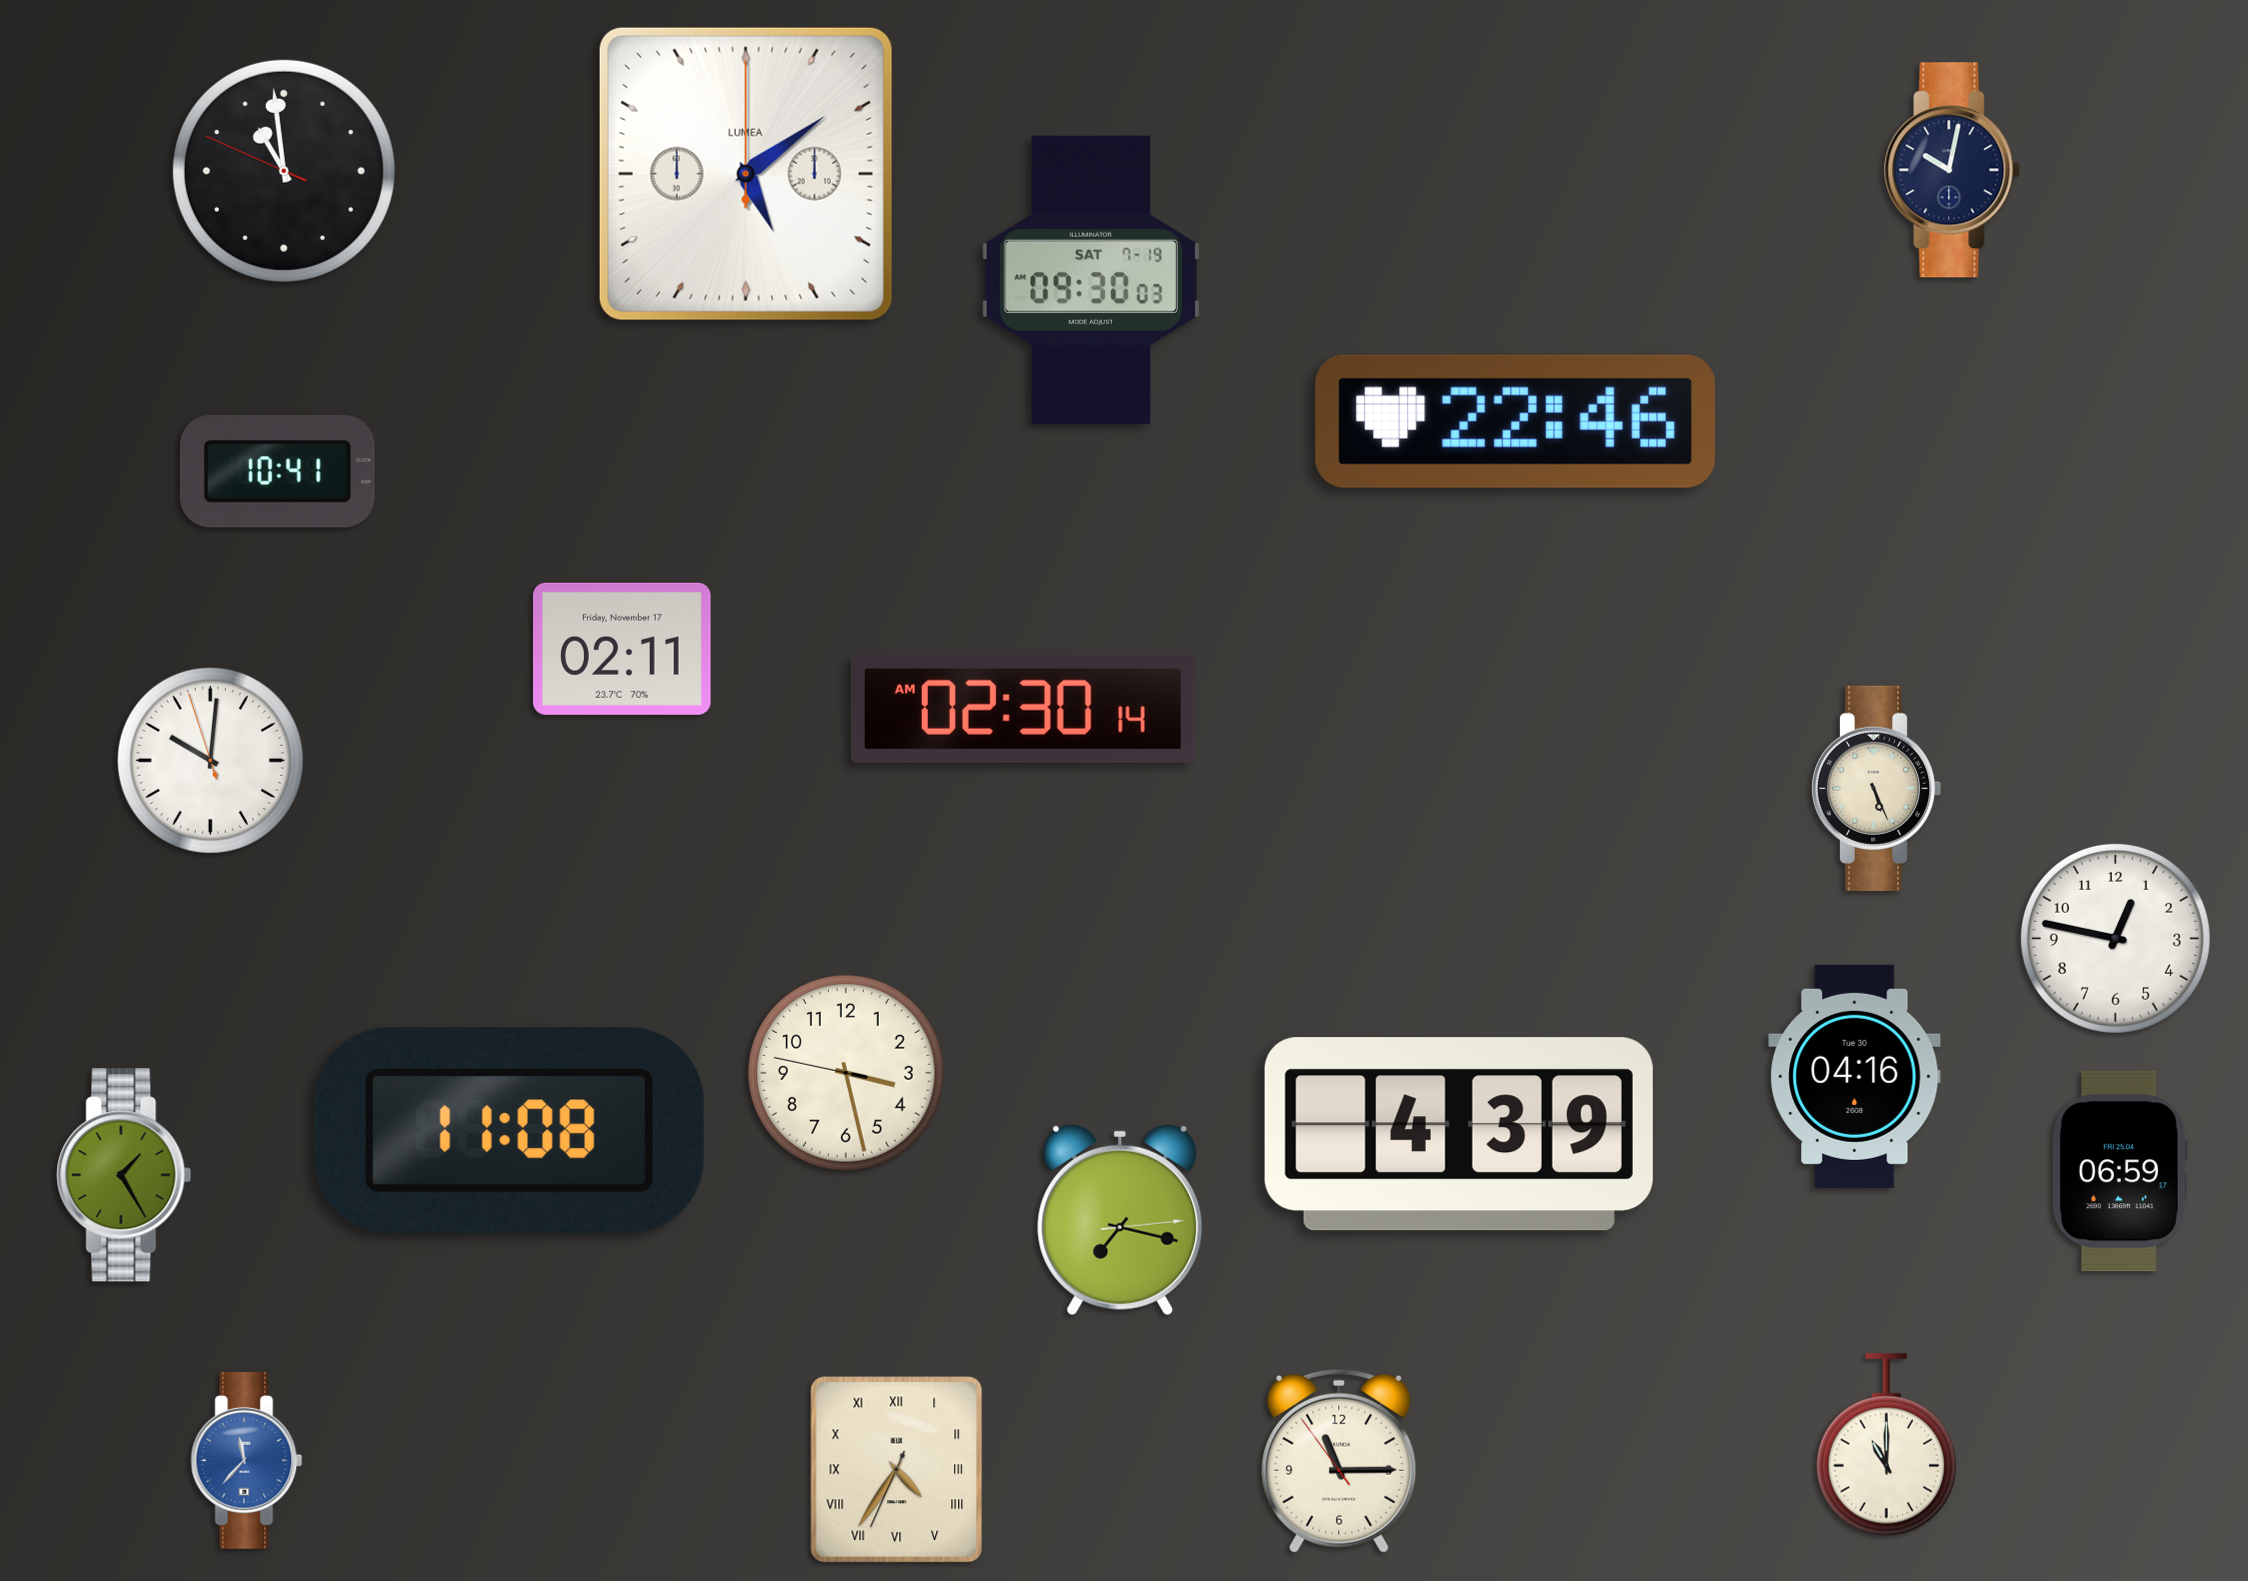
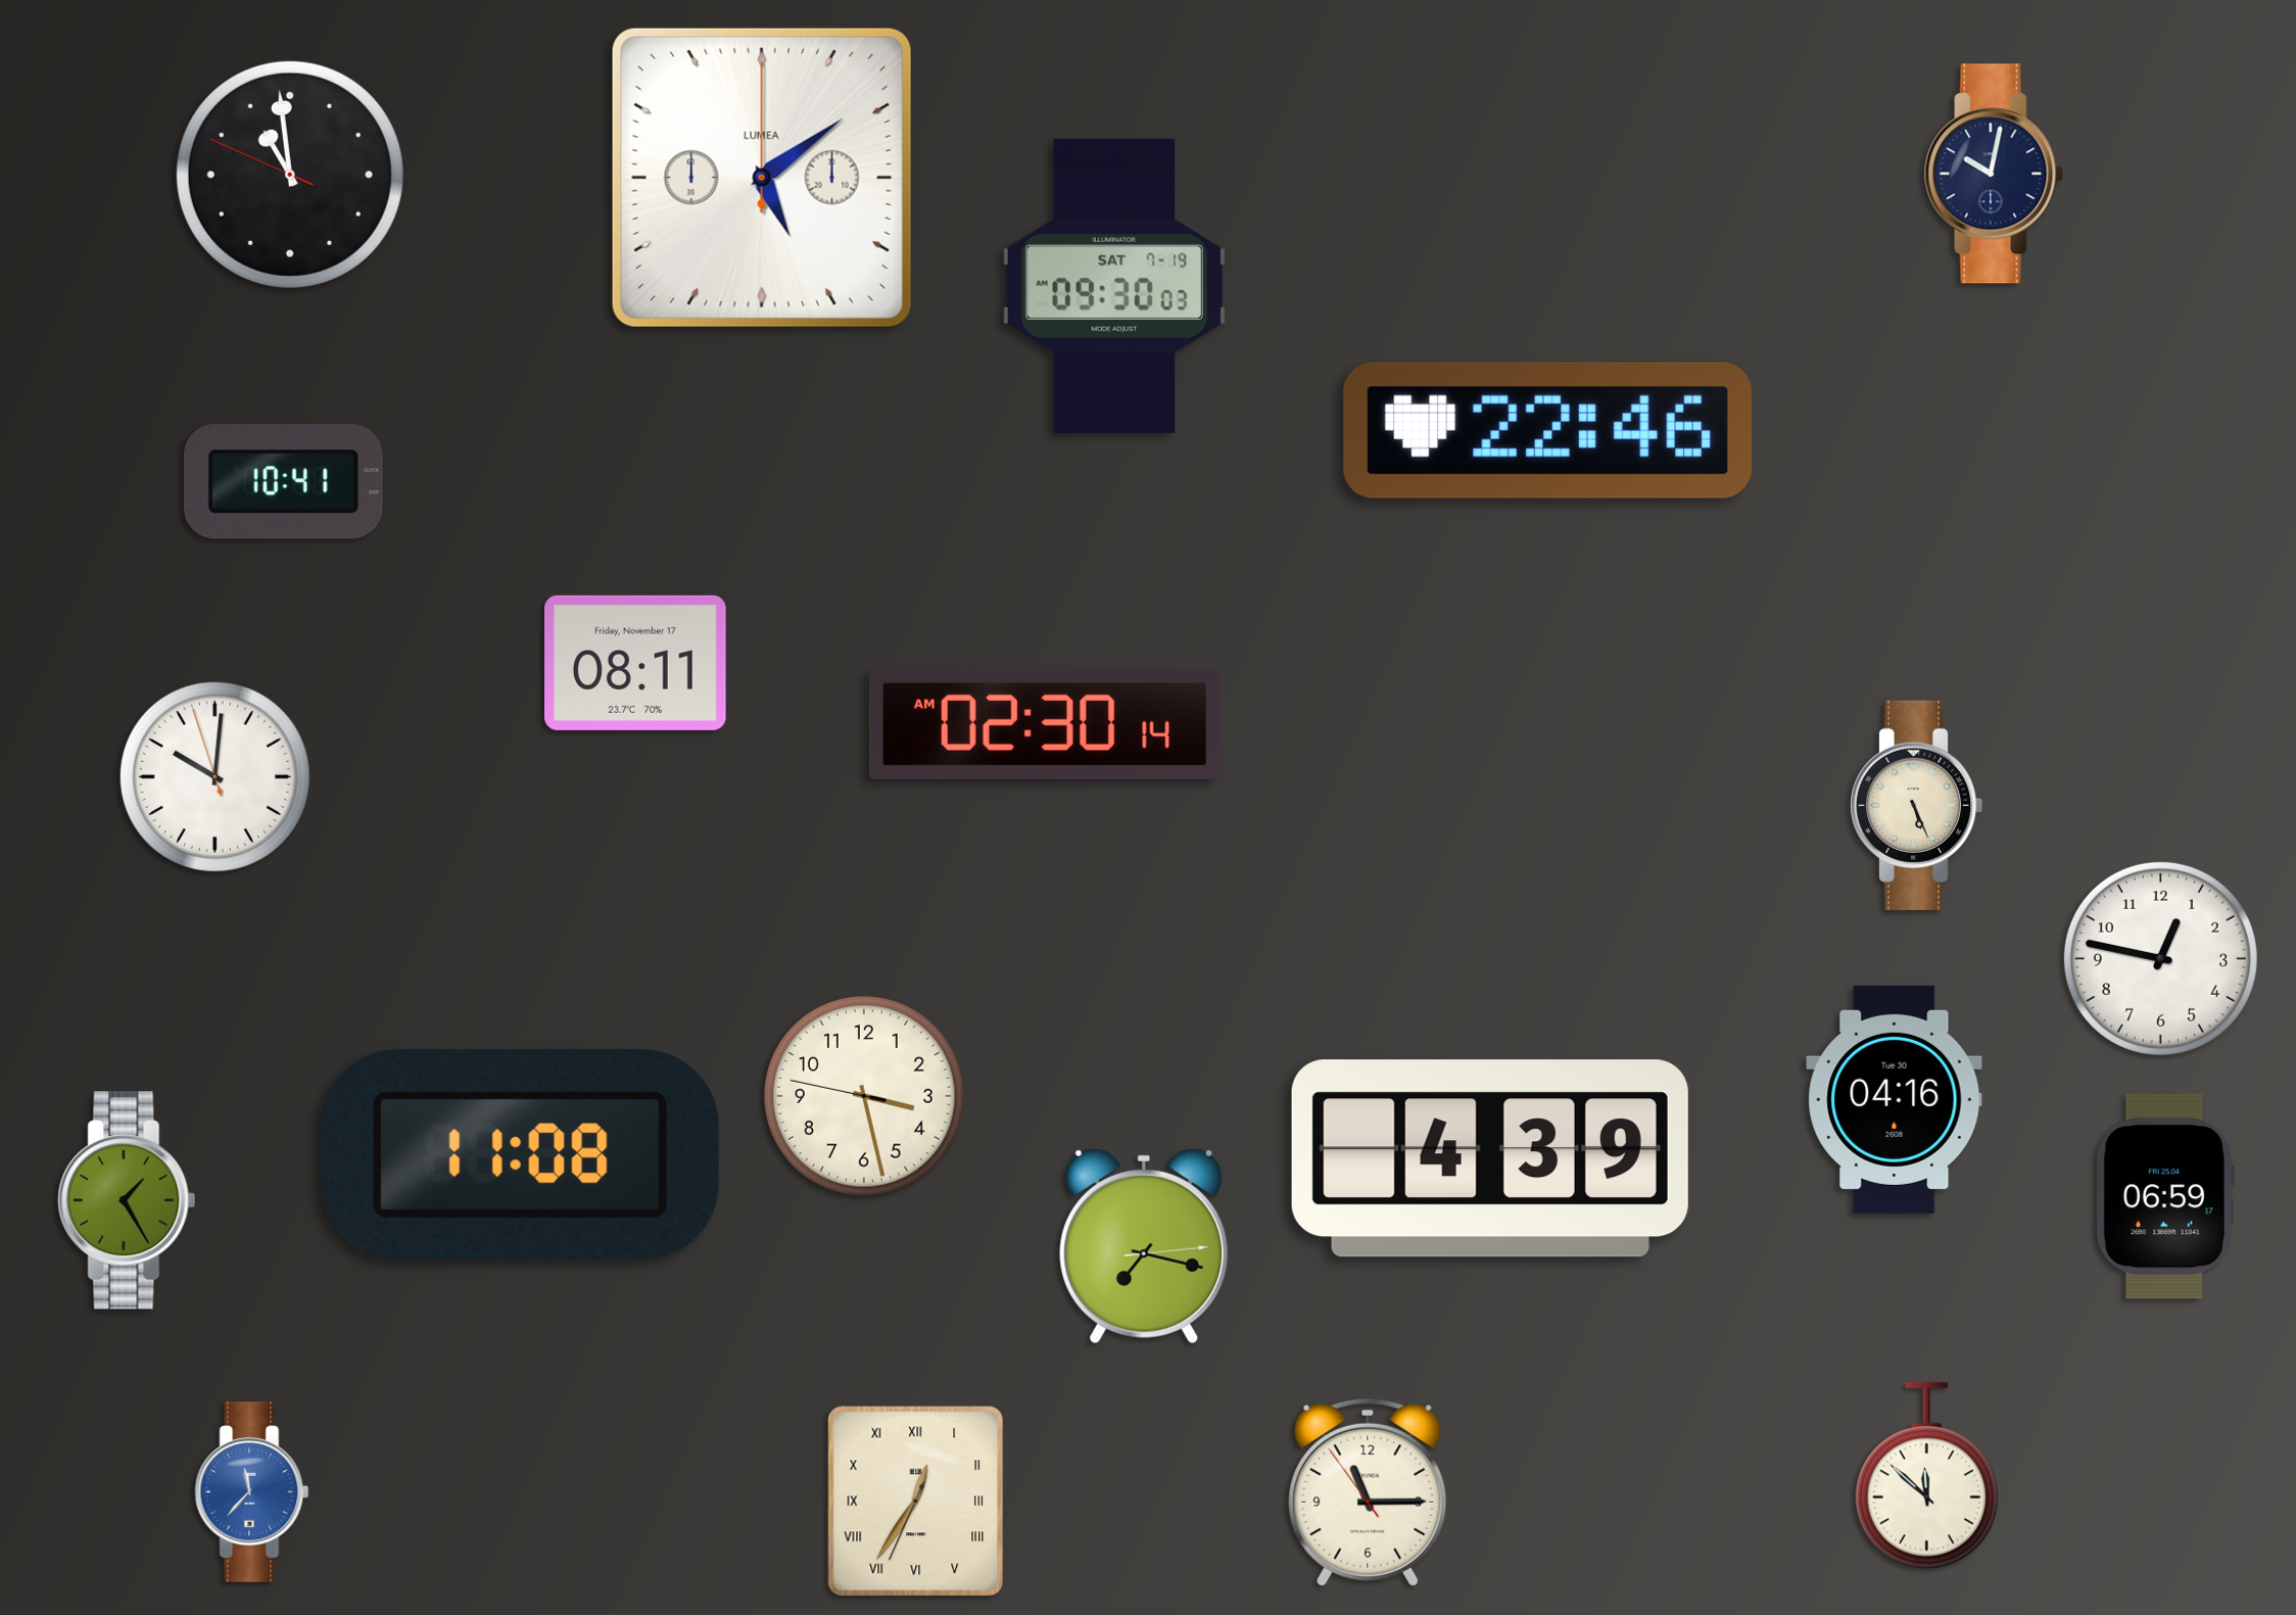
clock at (623, 649): 02:11 -> 08:11
clock at (1886, 1445): 11:00 -> 11:52
clock at (897, 1470): 4:35 -> 12:35
